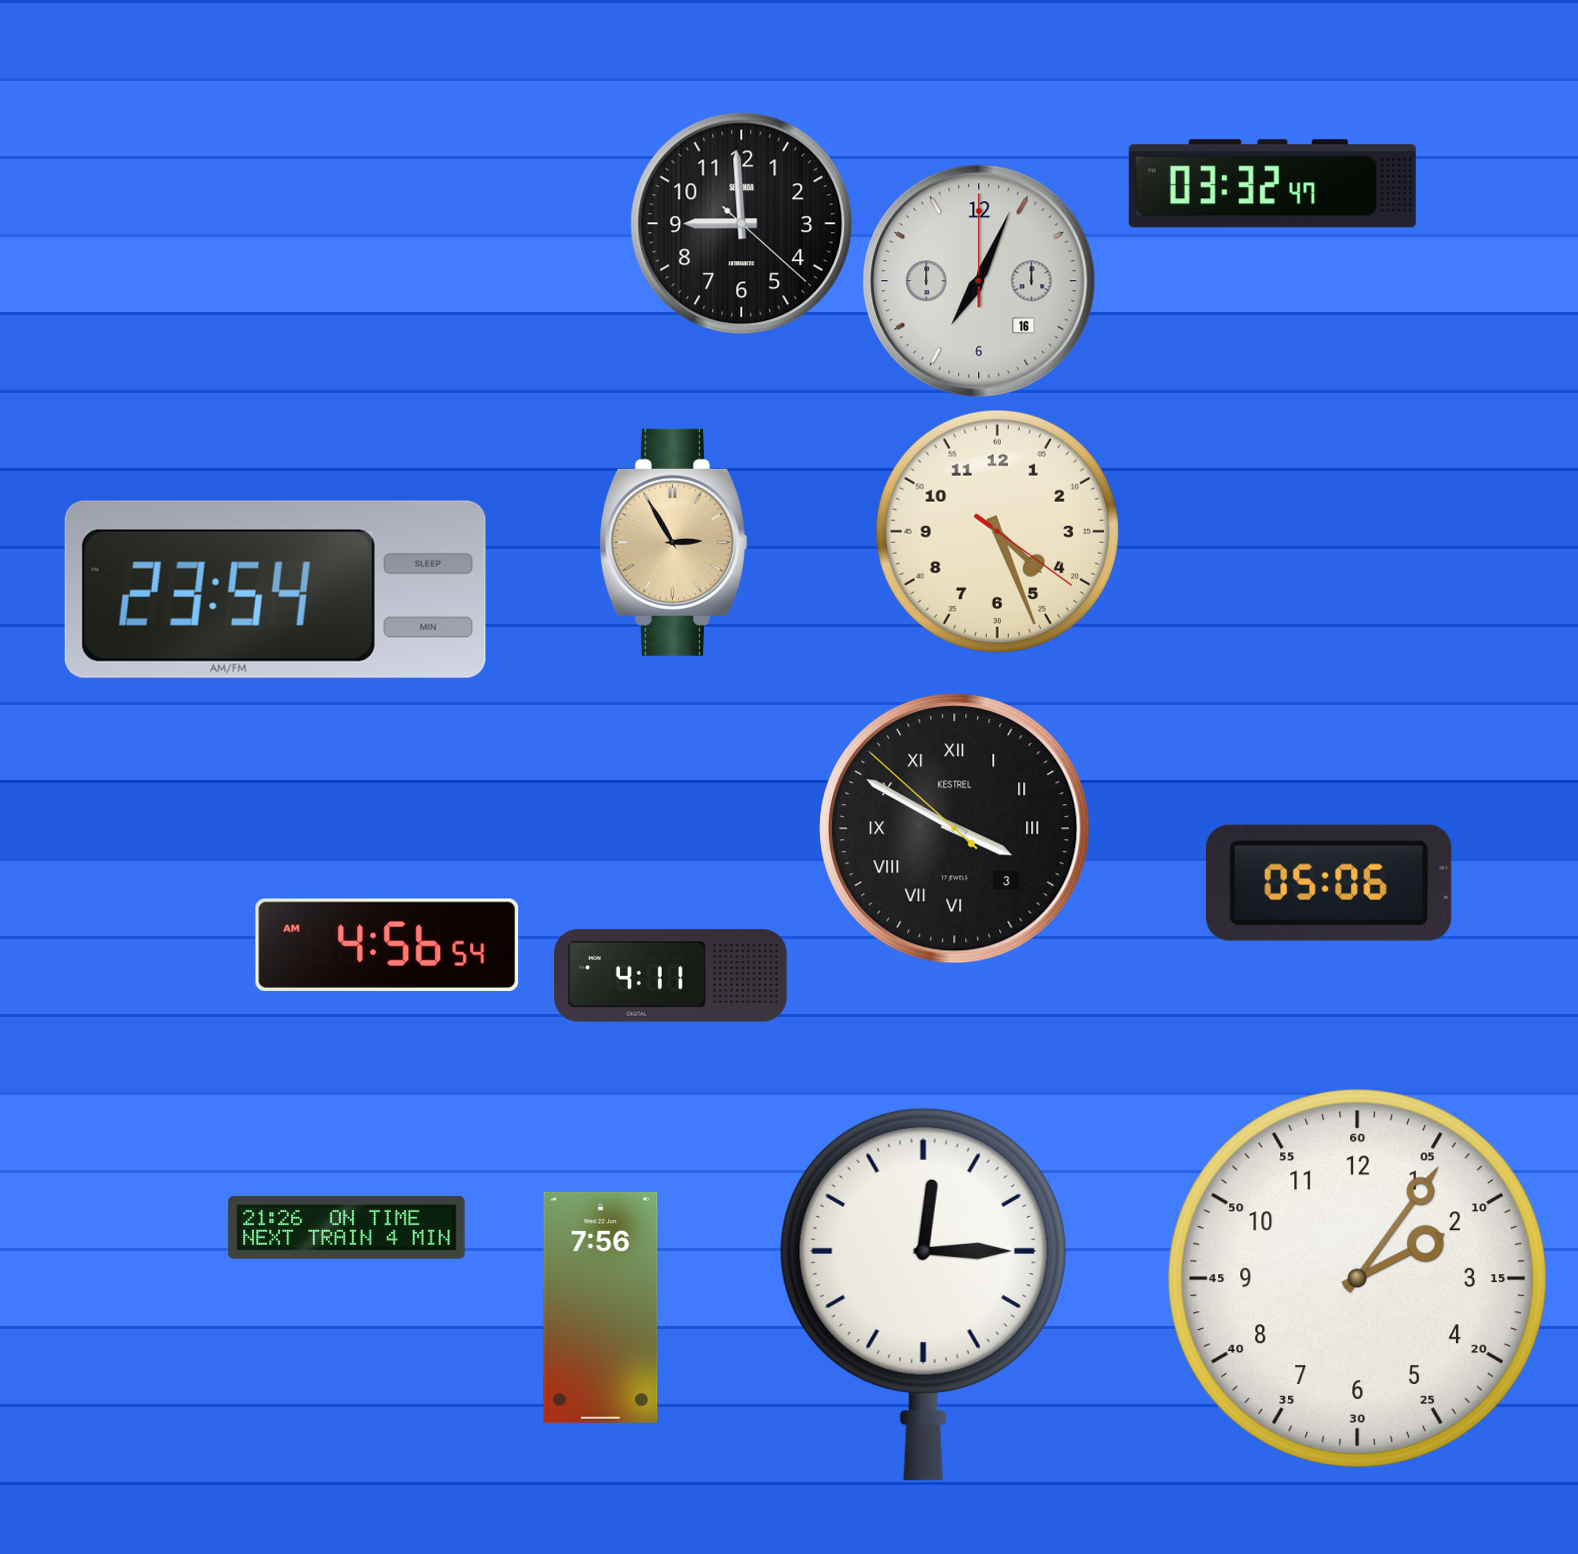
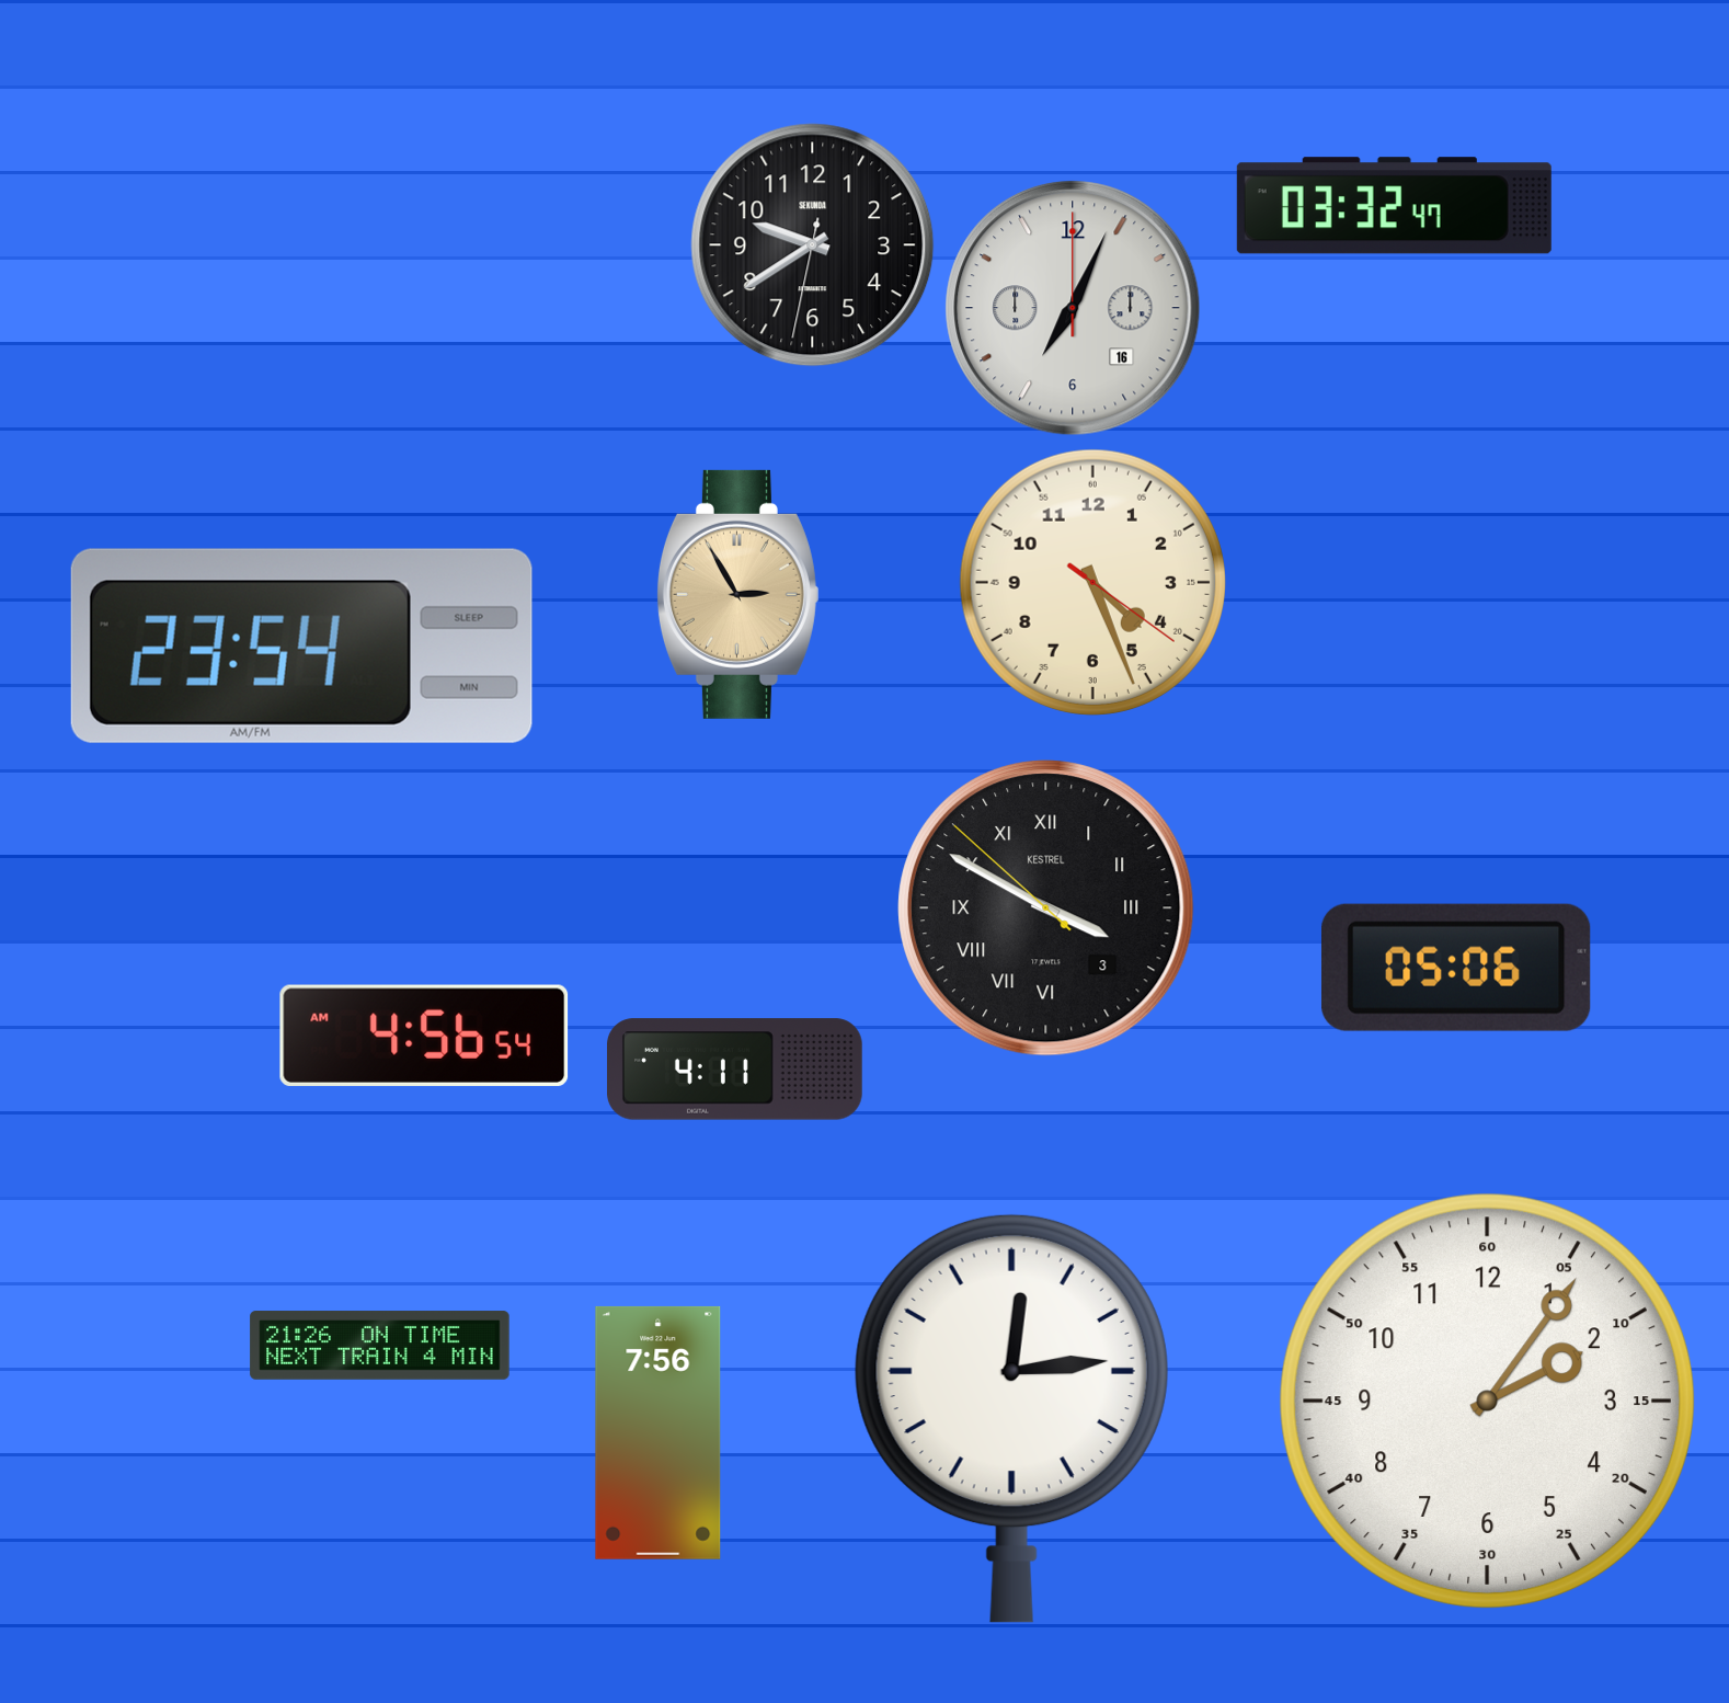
clock at (1272, 184) position: (1272, 184) -> (1394, 206)
clock at (742, 224): 8:59 -> 9:39
clock at (923, 1294): 12:15 -> 12:14
